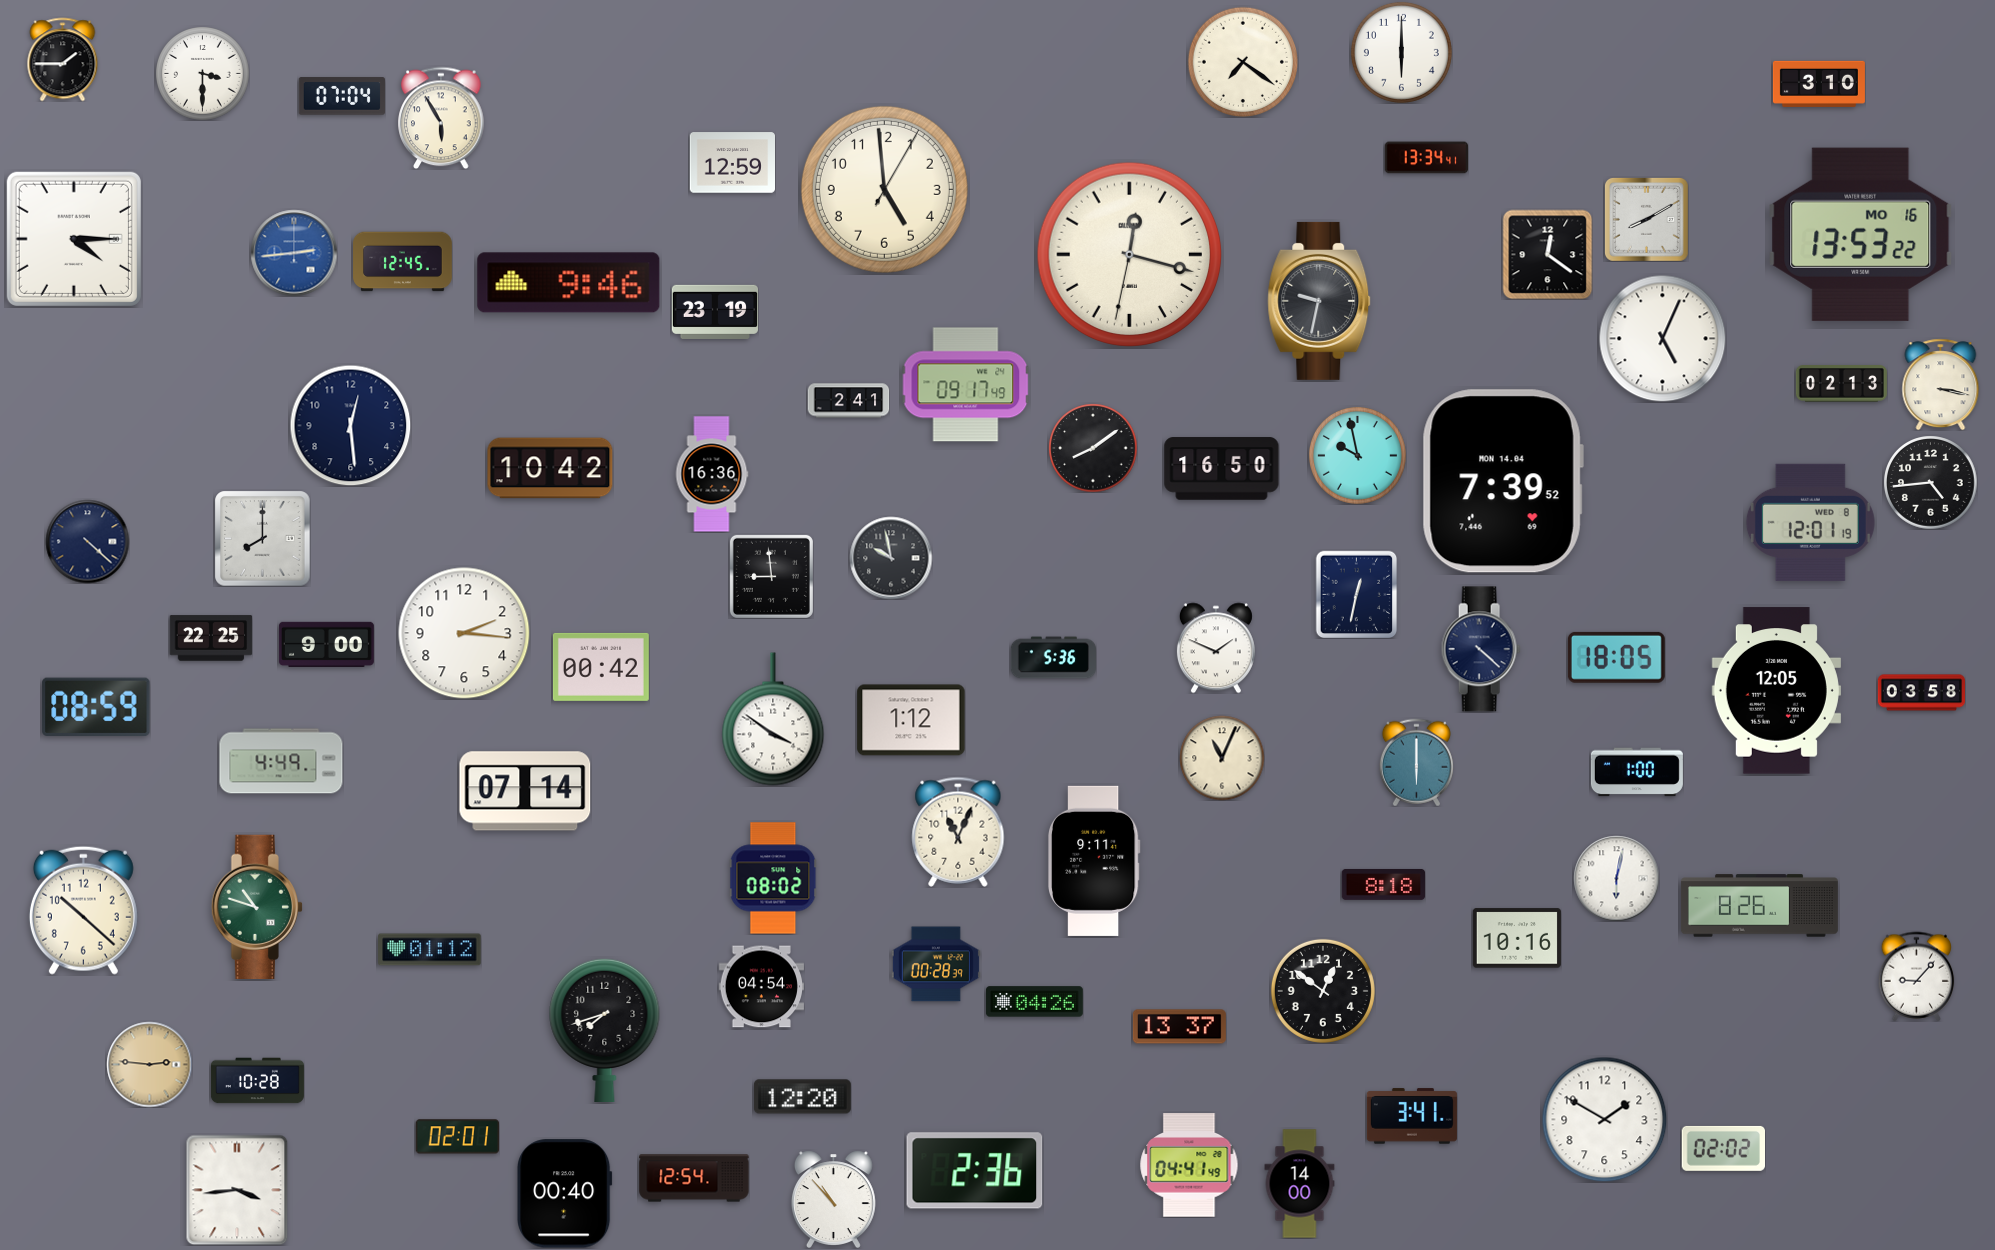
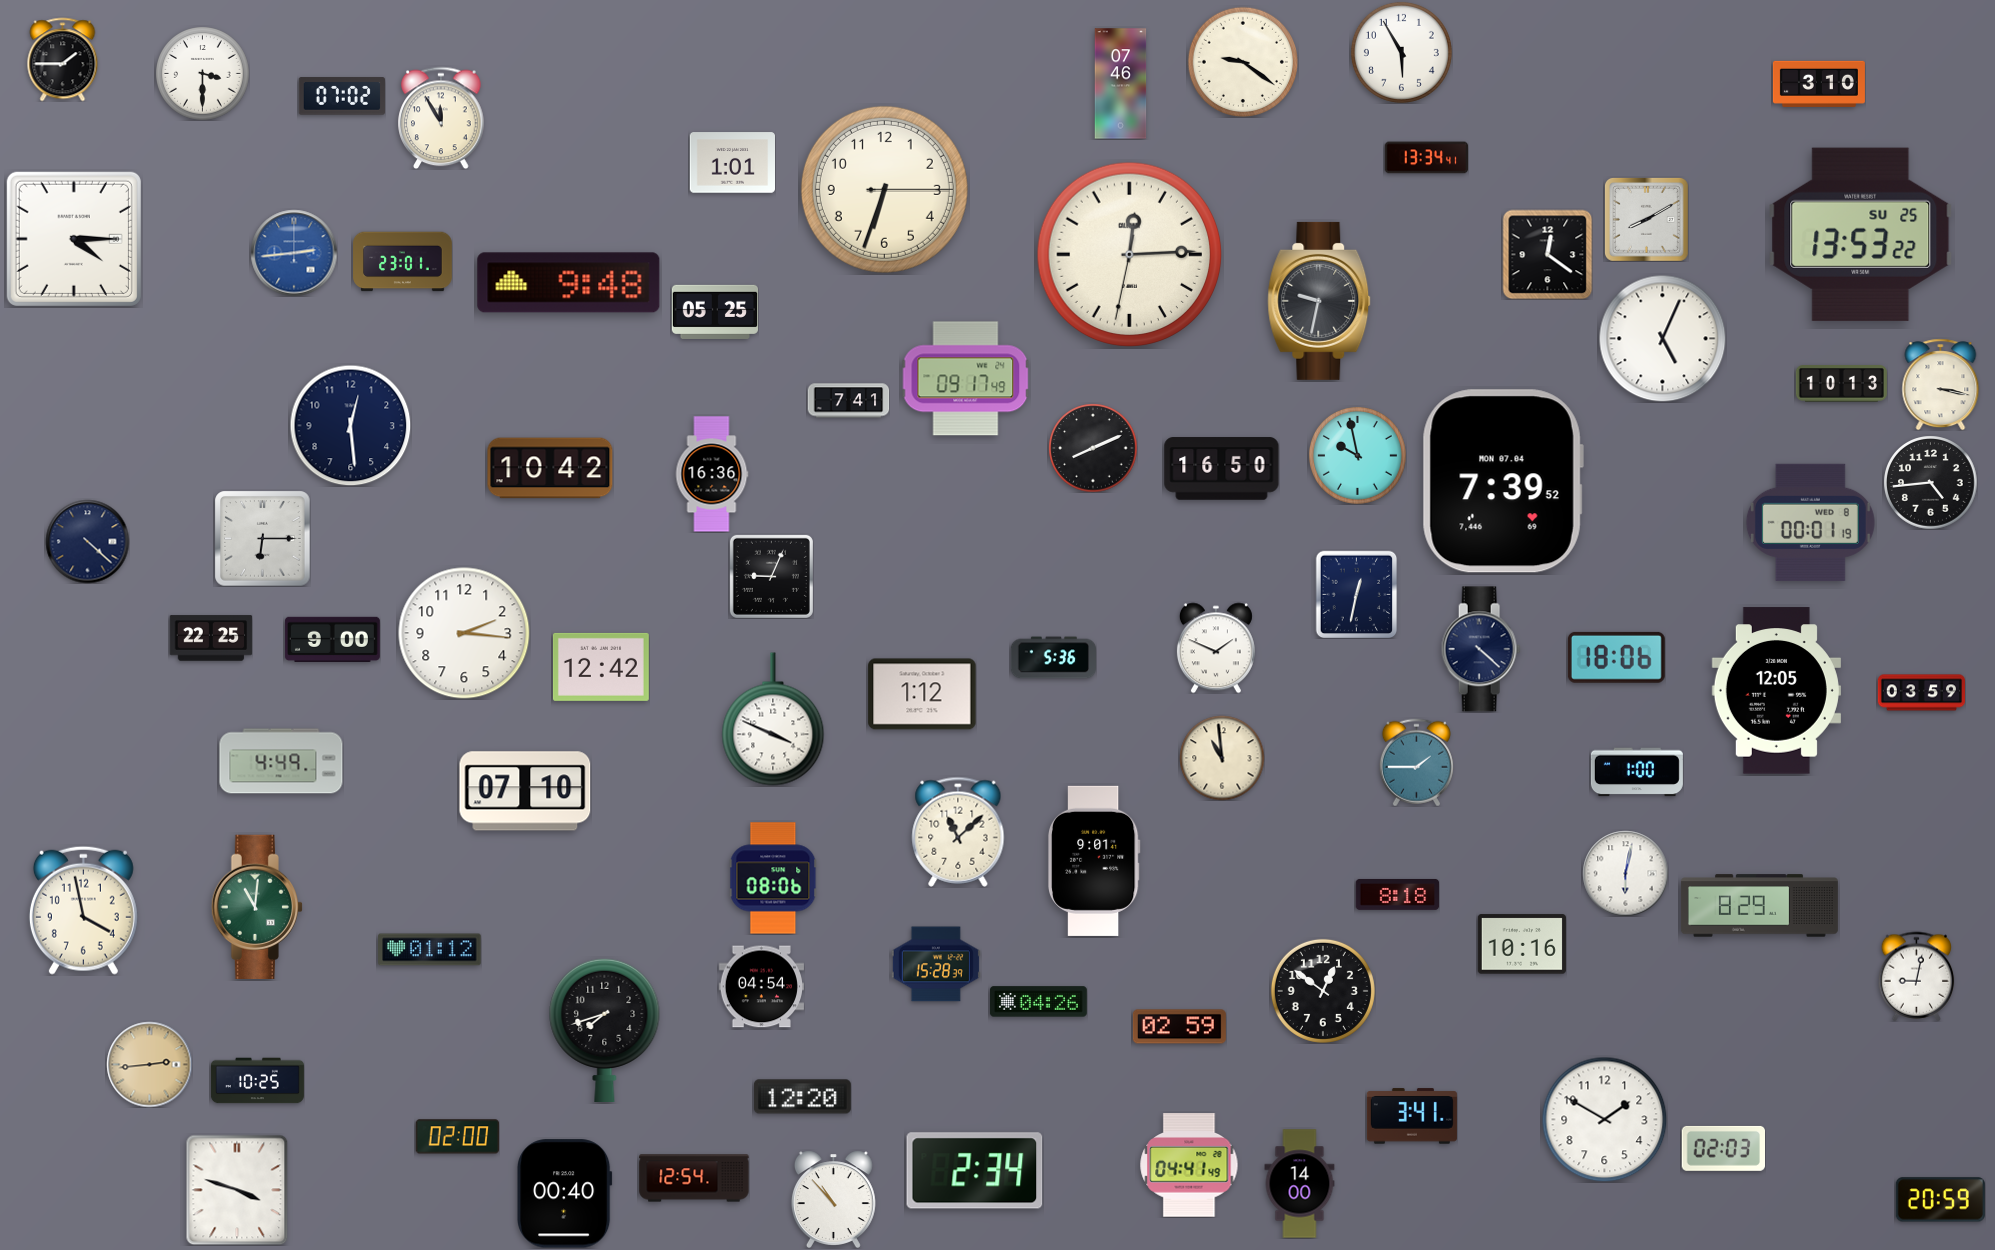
clock at (1401, 52): 6:00 -> 5:55
clock at (1242, 61): 7:21 -> 9:21
clock at (1121, 84): none -> 07:46
clock at (342, 96): 07:04 -> 07:02
clock at (441, 118): 5:55 -> 11:55
clock at (732, 163): 12:59 -> 1:01
clock at (884, 189): 4:59 -> 6:33
clock at (1861, 234) date: MO 16 -> SU 25
clock at (1130, 255): 12:17 -> 12:14
clock at (403, 262): 12:45 -> 23:01
clock at (569, 283): 9:46 -> 9:48
clock at (714, 312): 23:19 -> 05:25
clock at (1841, 384): 02:13 -> 10:13
clock at (965, 385) position: (965, 385) -> (965, 379)
clock at (848, 401): 2:41 -> 7:41
clock at (1093, 448): 8:09 -> 8:11
clock at (1503, 481) date: MON 14.04 -> MON 07.04
clock at (1810, 522): 12:01 -> 00:01
clock at (262, 538): 8:00 -> 6:15
clock at (891, 558): 9:58 -> none
clock at (771, 576): 8:59 -> 9:04
clock at (326, 644) position: (326, 644) -> (332, 639)
clock at (1616, 657): 18:05 -> 18:06
clock at (601, 667): 00:42 -> 12:42
clock at (1921, 693): 03:58 -> 03:59
clock at (96, 707): 08:59 -> none
clock at (773, 719): 3:51 -> 3:49
clock at (911, 720) position: (911, 720) -> (922, 694)
clock at (1222, 758): 11:04 -> 10:59
clock at (1416, 762): 6:00 -> 1:45
clock at (525, 791): 07:14 -> 07:10
clock at (958, 832): 11:04 -> 11:08
clock at (1094, 861): 9:11 -> 9:01
clock at (773, 878): 08:02 -> 08:06
clock at (1616, 878) position: (1616, 878) -> (1625, 873)
clock at (1383, 884) position: (1383, 884) -> (1397, 894)
clock at (257, 906): 10:48 -> 11:01
clock at (1759, 906): 8:26 -> 8:29
clock at (83, 910): 10:22 -> 3:58
clock at (1517, 938) position: (1517, 938) -> (1522, 944)
clock at (936, 964): 00:28 -> 15:28
clock at (1917, 976): 9:07 -> 9:02
clock at (1034, 1002) position: (1034, 1002) -> (1038, 1002)
clock at (1179, 1027): 13:37 -> 02:59
clock at (149, 1064): 2:46 -> 2:44
clock at (257, 1081): 10:28 -> 10:25
clock at (457, 1137): 02:01 -> 02:00
clock at (1723, 1148): 02:02 -> 02:03
clock at (975, 1171): 2:36 -> 2:34
clock at (237, 1190): 3:44 -> 3:48
clock at (1940, 1200): none -> 20:59
